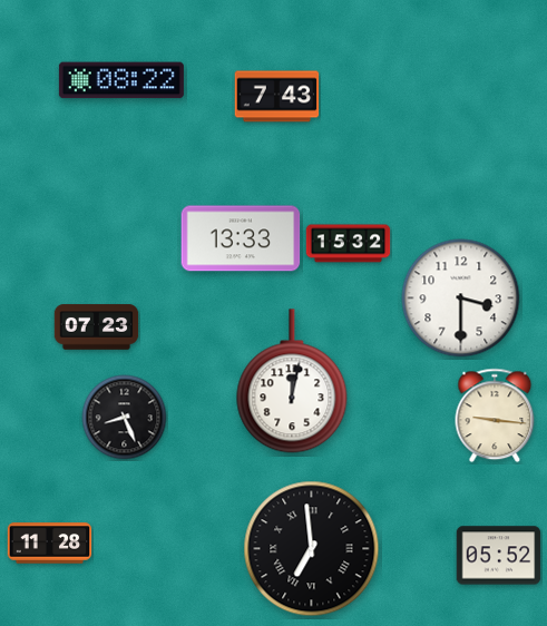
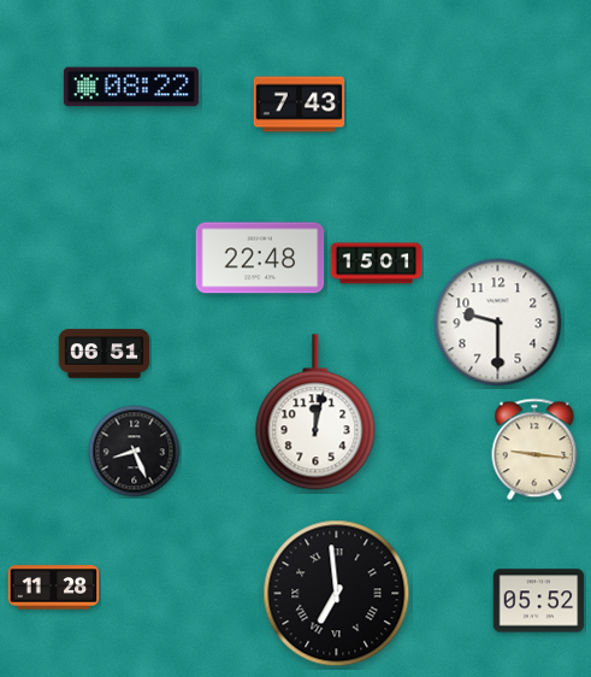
clock at (241, 238): 13:33 -> 22:48
clock at (349, 244): 15:32 -> 15:01
clock at (461, 299): 3:30 -> 9:30
clock at (97, 327): 07:23 -> 06:51
